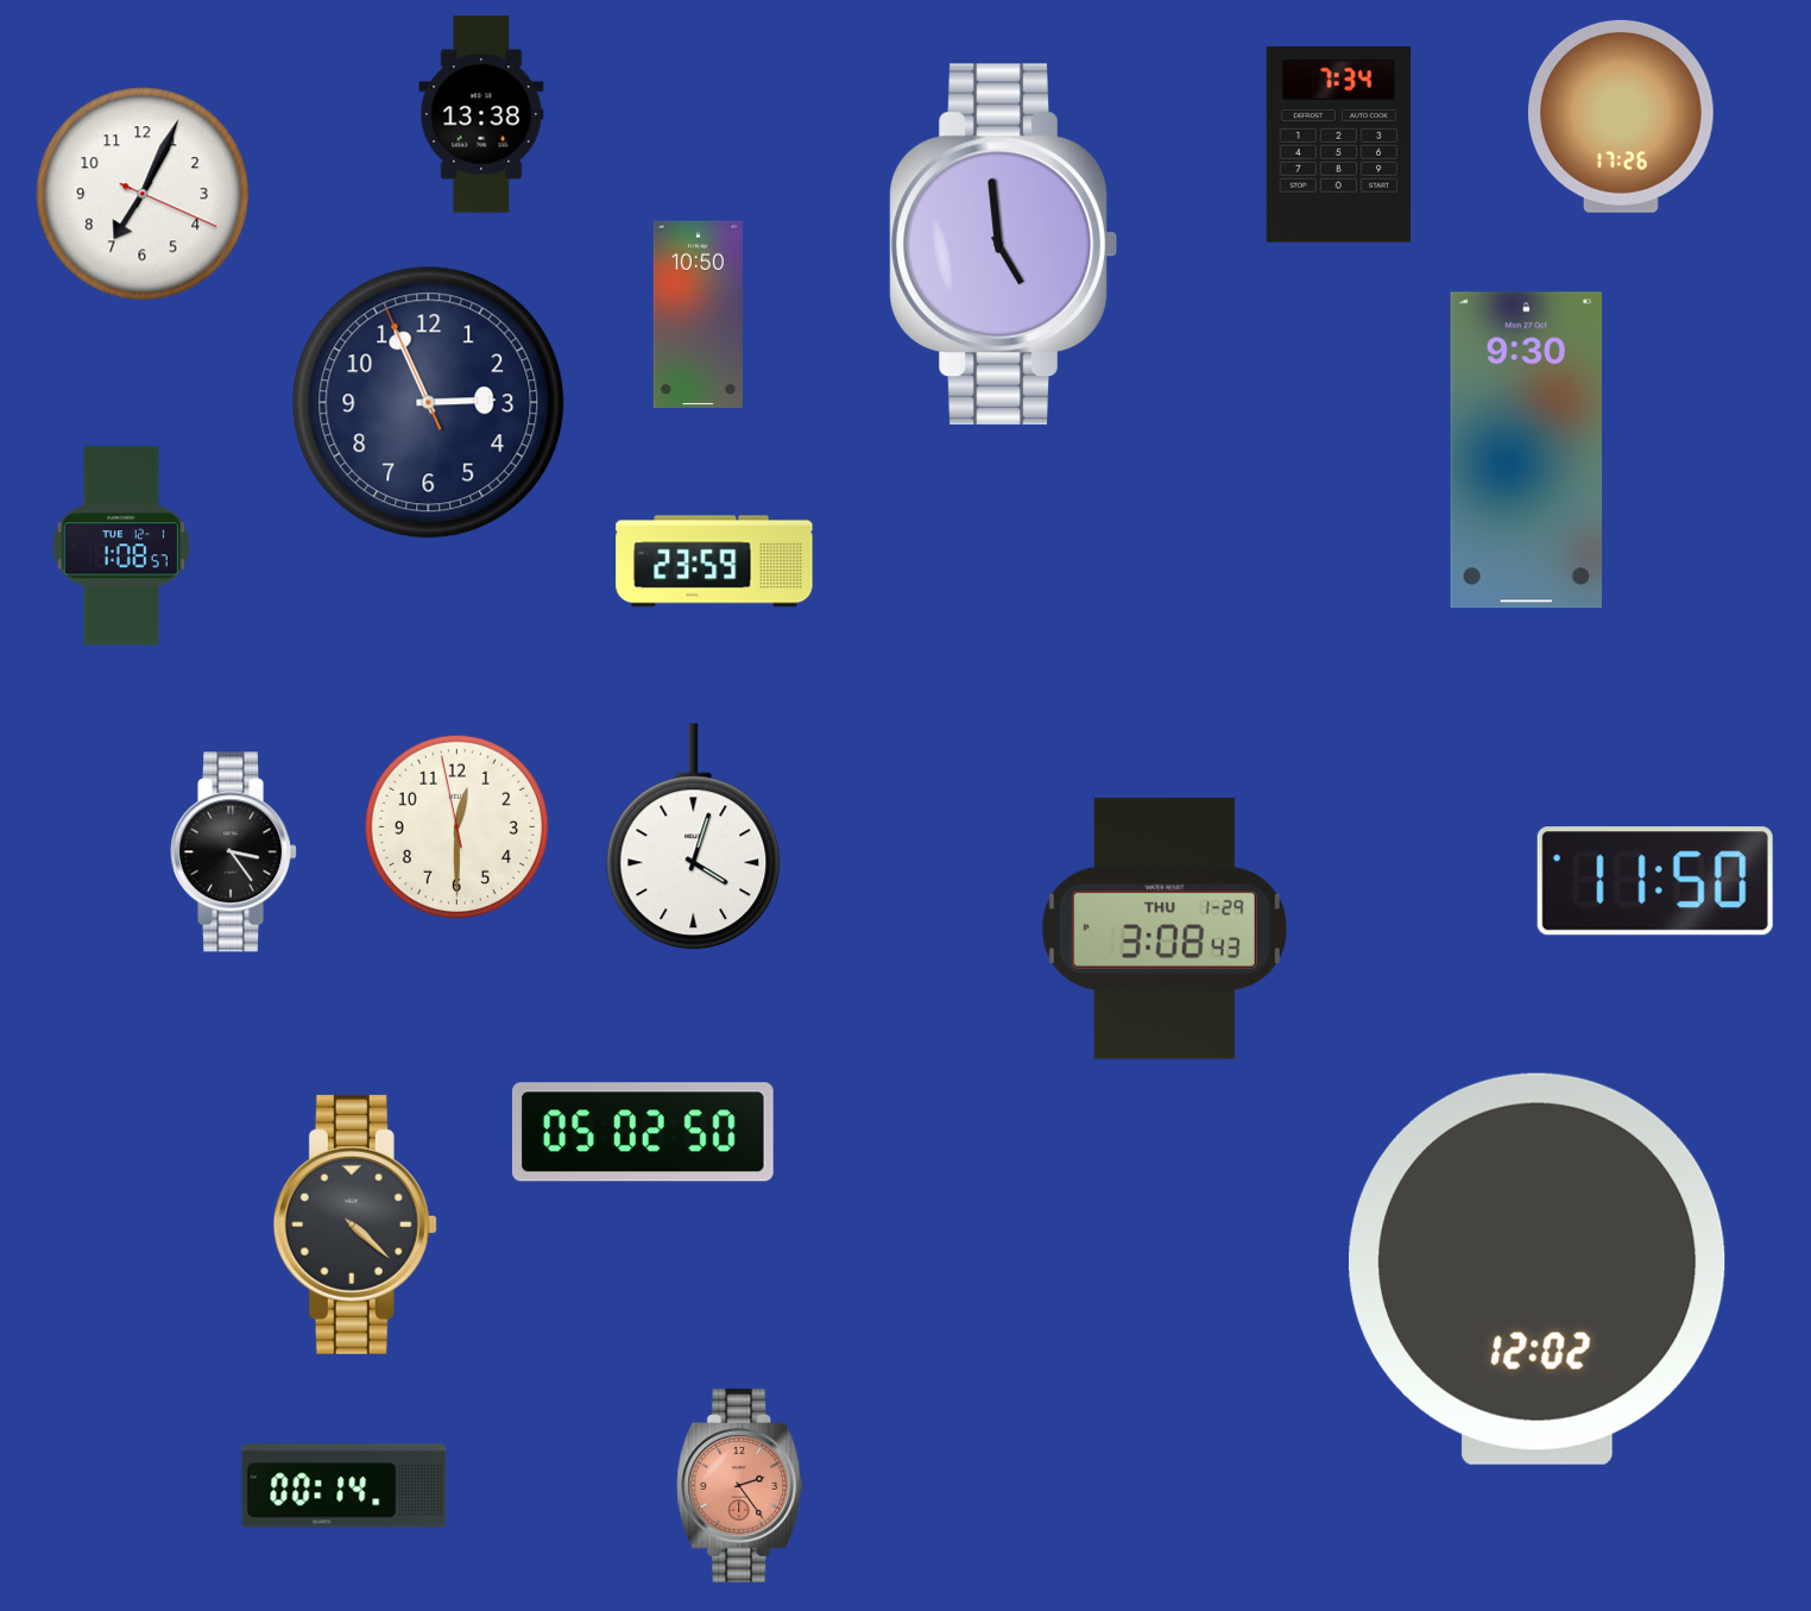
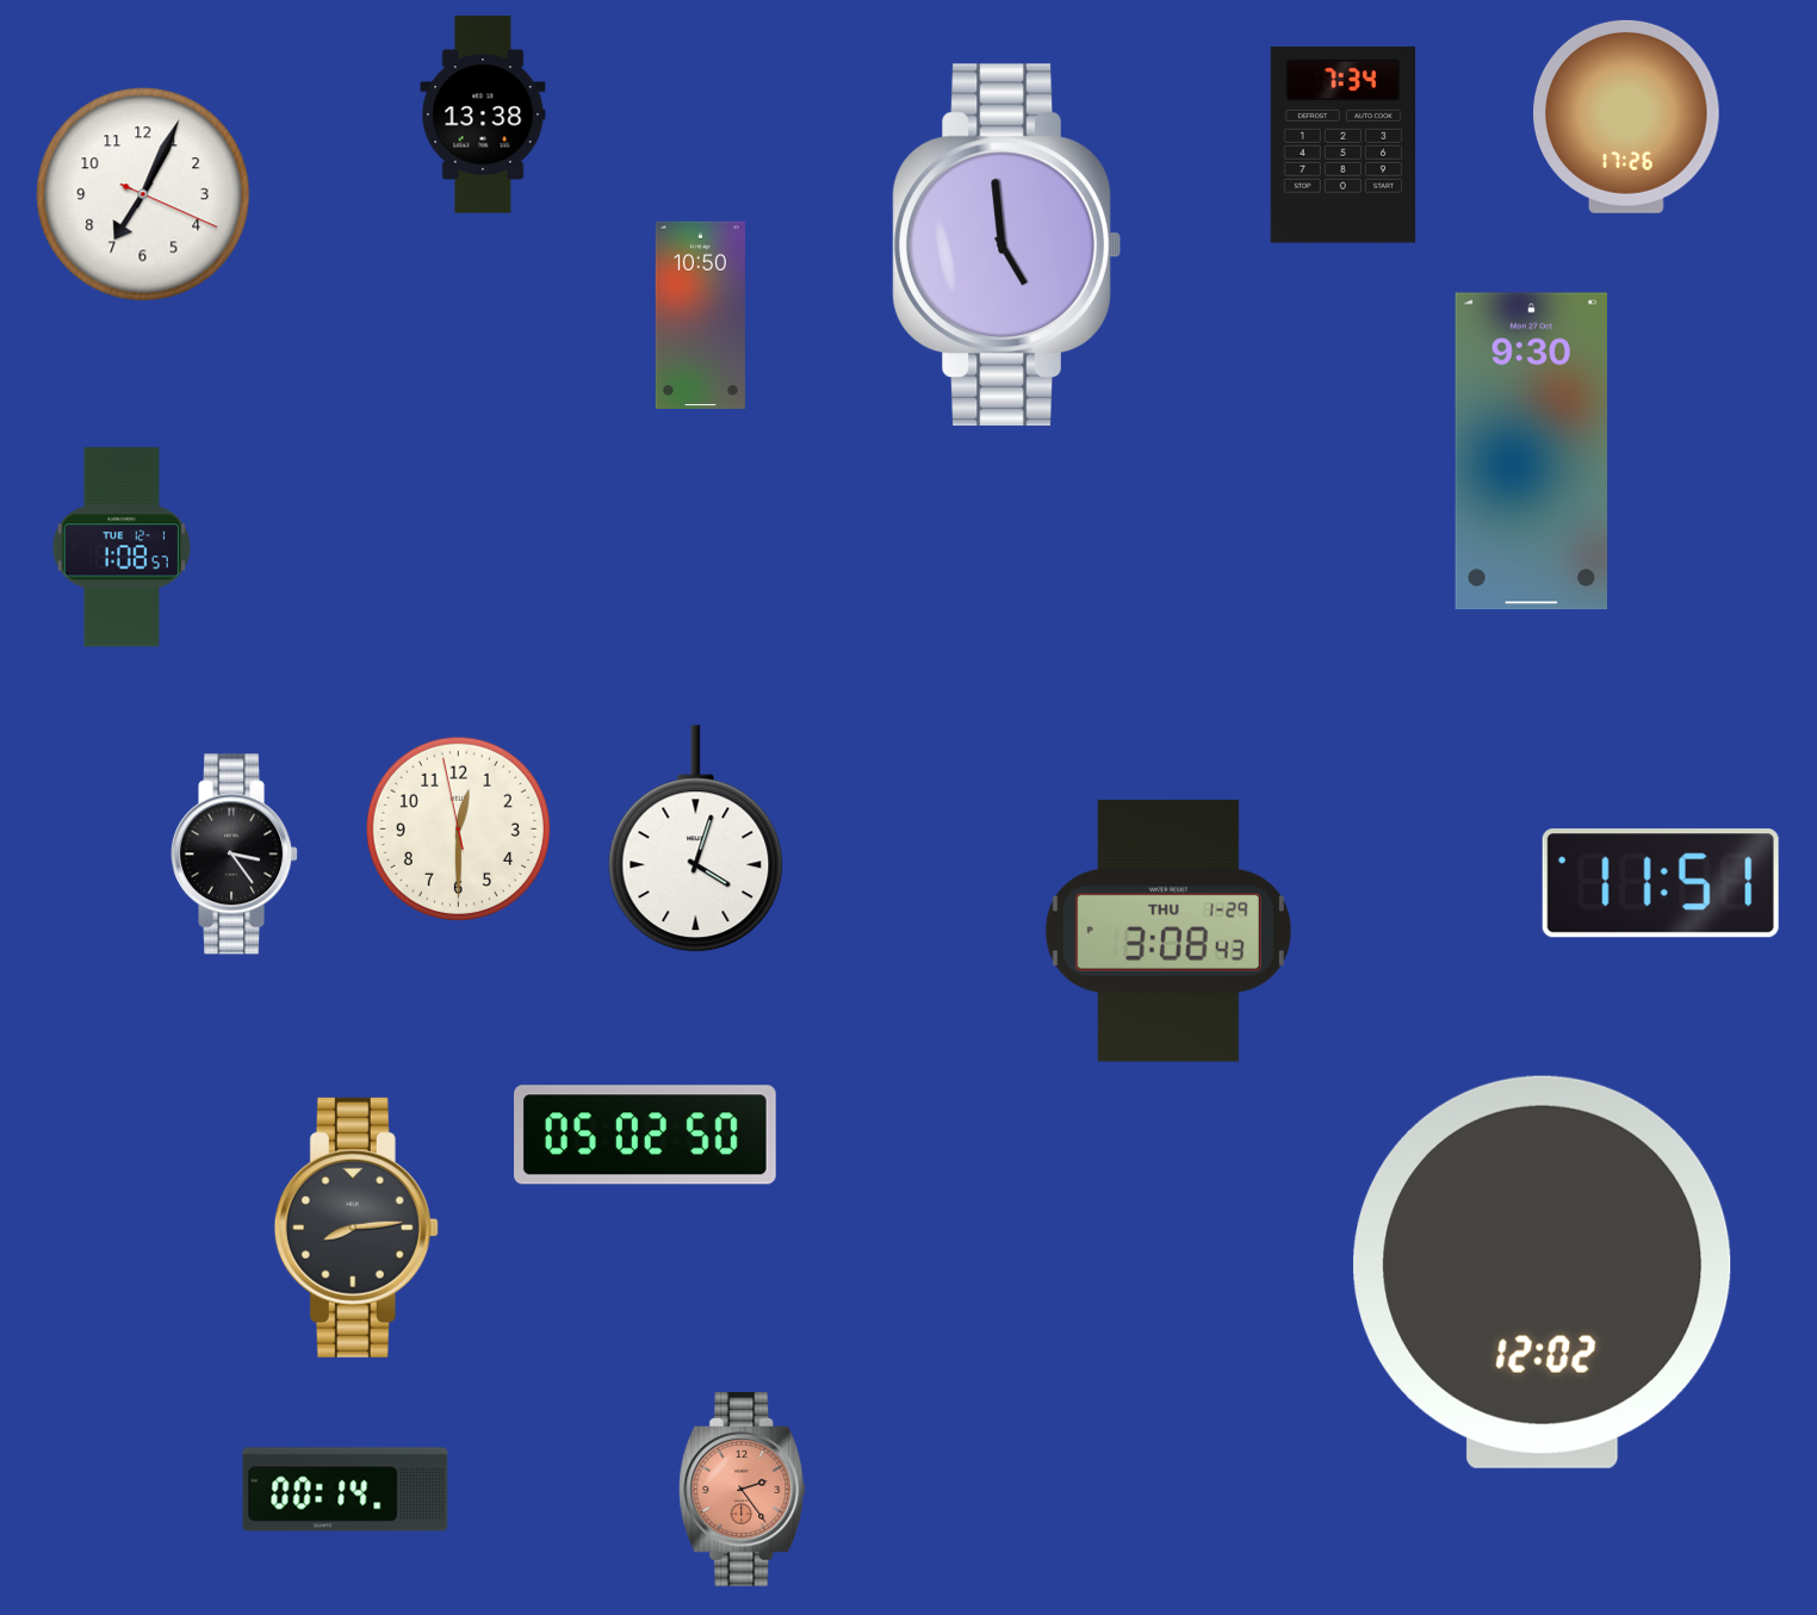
clock at (429, 403): 2:55 -> none
clock at (714, 561): 23:59 -> none
clock at (1655, 881): 11:50 -> 11:51
clock at (355, 1225): 4:22 -> 8:14
